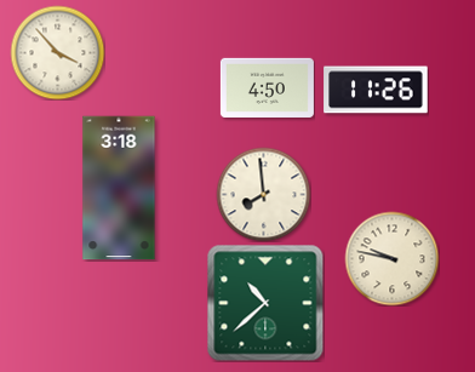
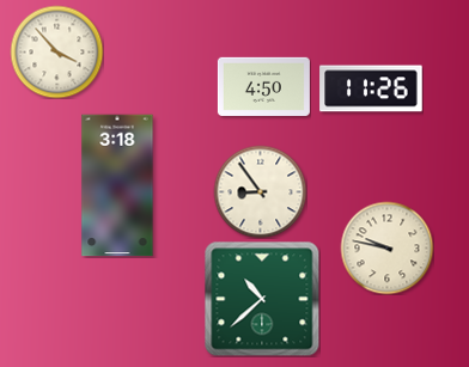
clock at (263, 194): 7:59 -> 8:54
clock at (391, 258) position: (391, 258) -> (386, 247)
